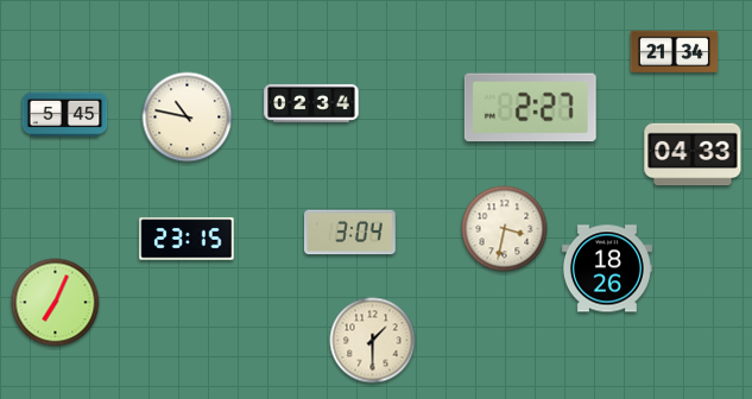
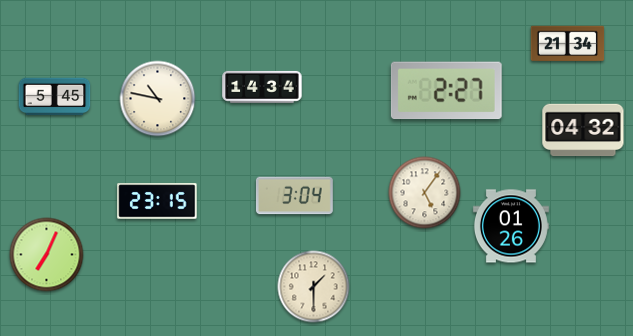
clock at (311, 103): 02:34 -> 14:34
clock at (693, 154): 04:33 -> 04:32
clock at (505, 229): 3:32 -> 5:06
clock at (607, 268): 18:26 -> 01:26
